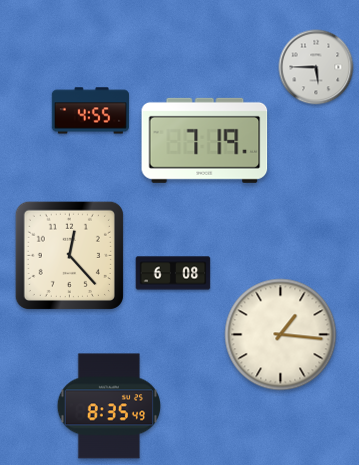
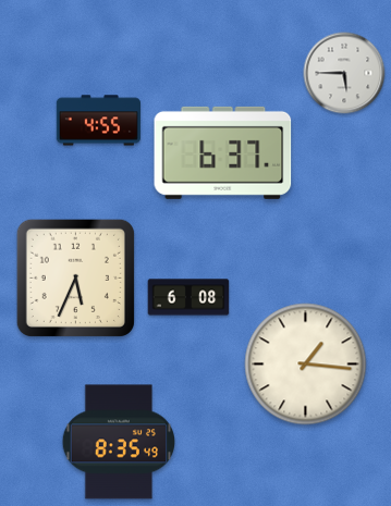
clock at (205, 140): 7:19 -> 6:37
clock at (69, 255): 12:23 -> 5:34
